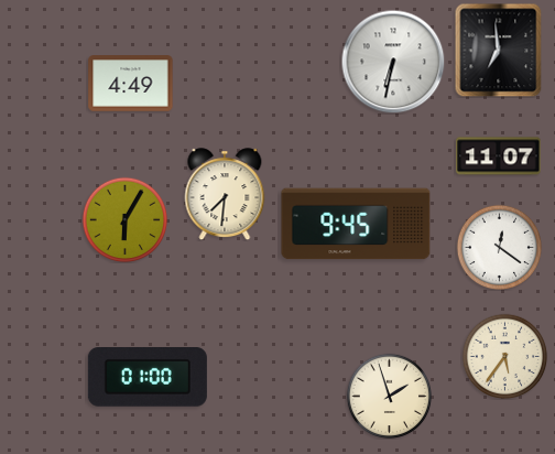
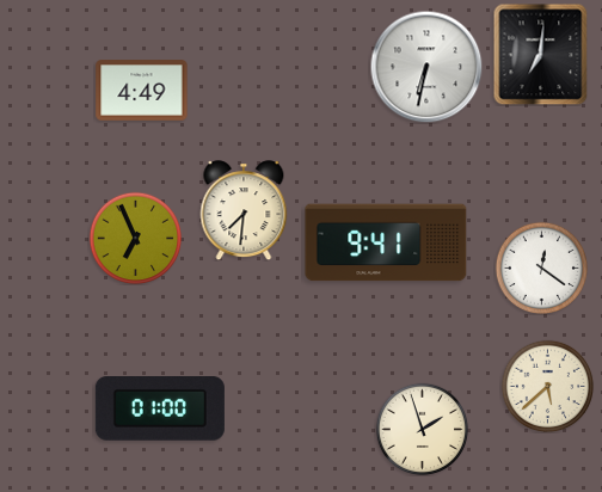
clock at (499, 50): 6:59 -> 7:01
clock at (499, 156): 11:07 -> none
clock at (124, 219): 6:05 -> 6:56
clock at (356, 224): 9:45 -> 9:41
clock at (504, 356): 5:36 -> 5:38
